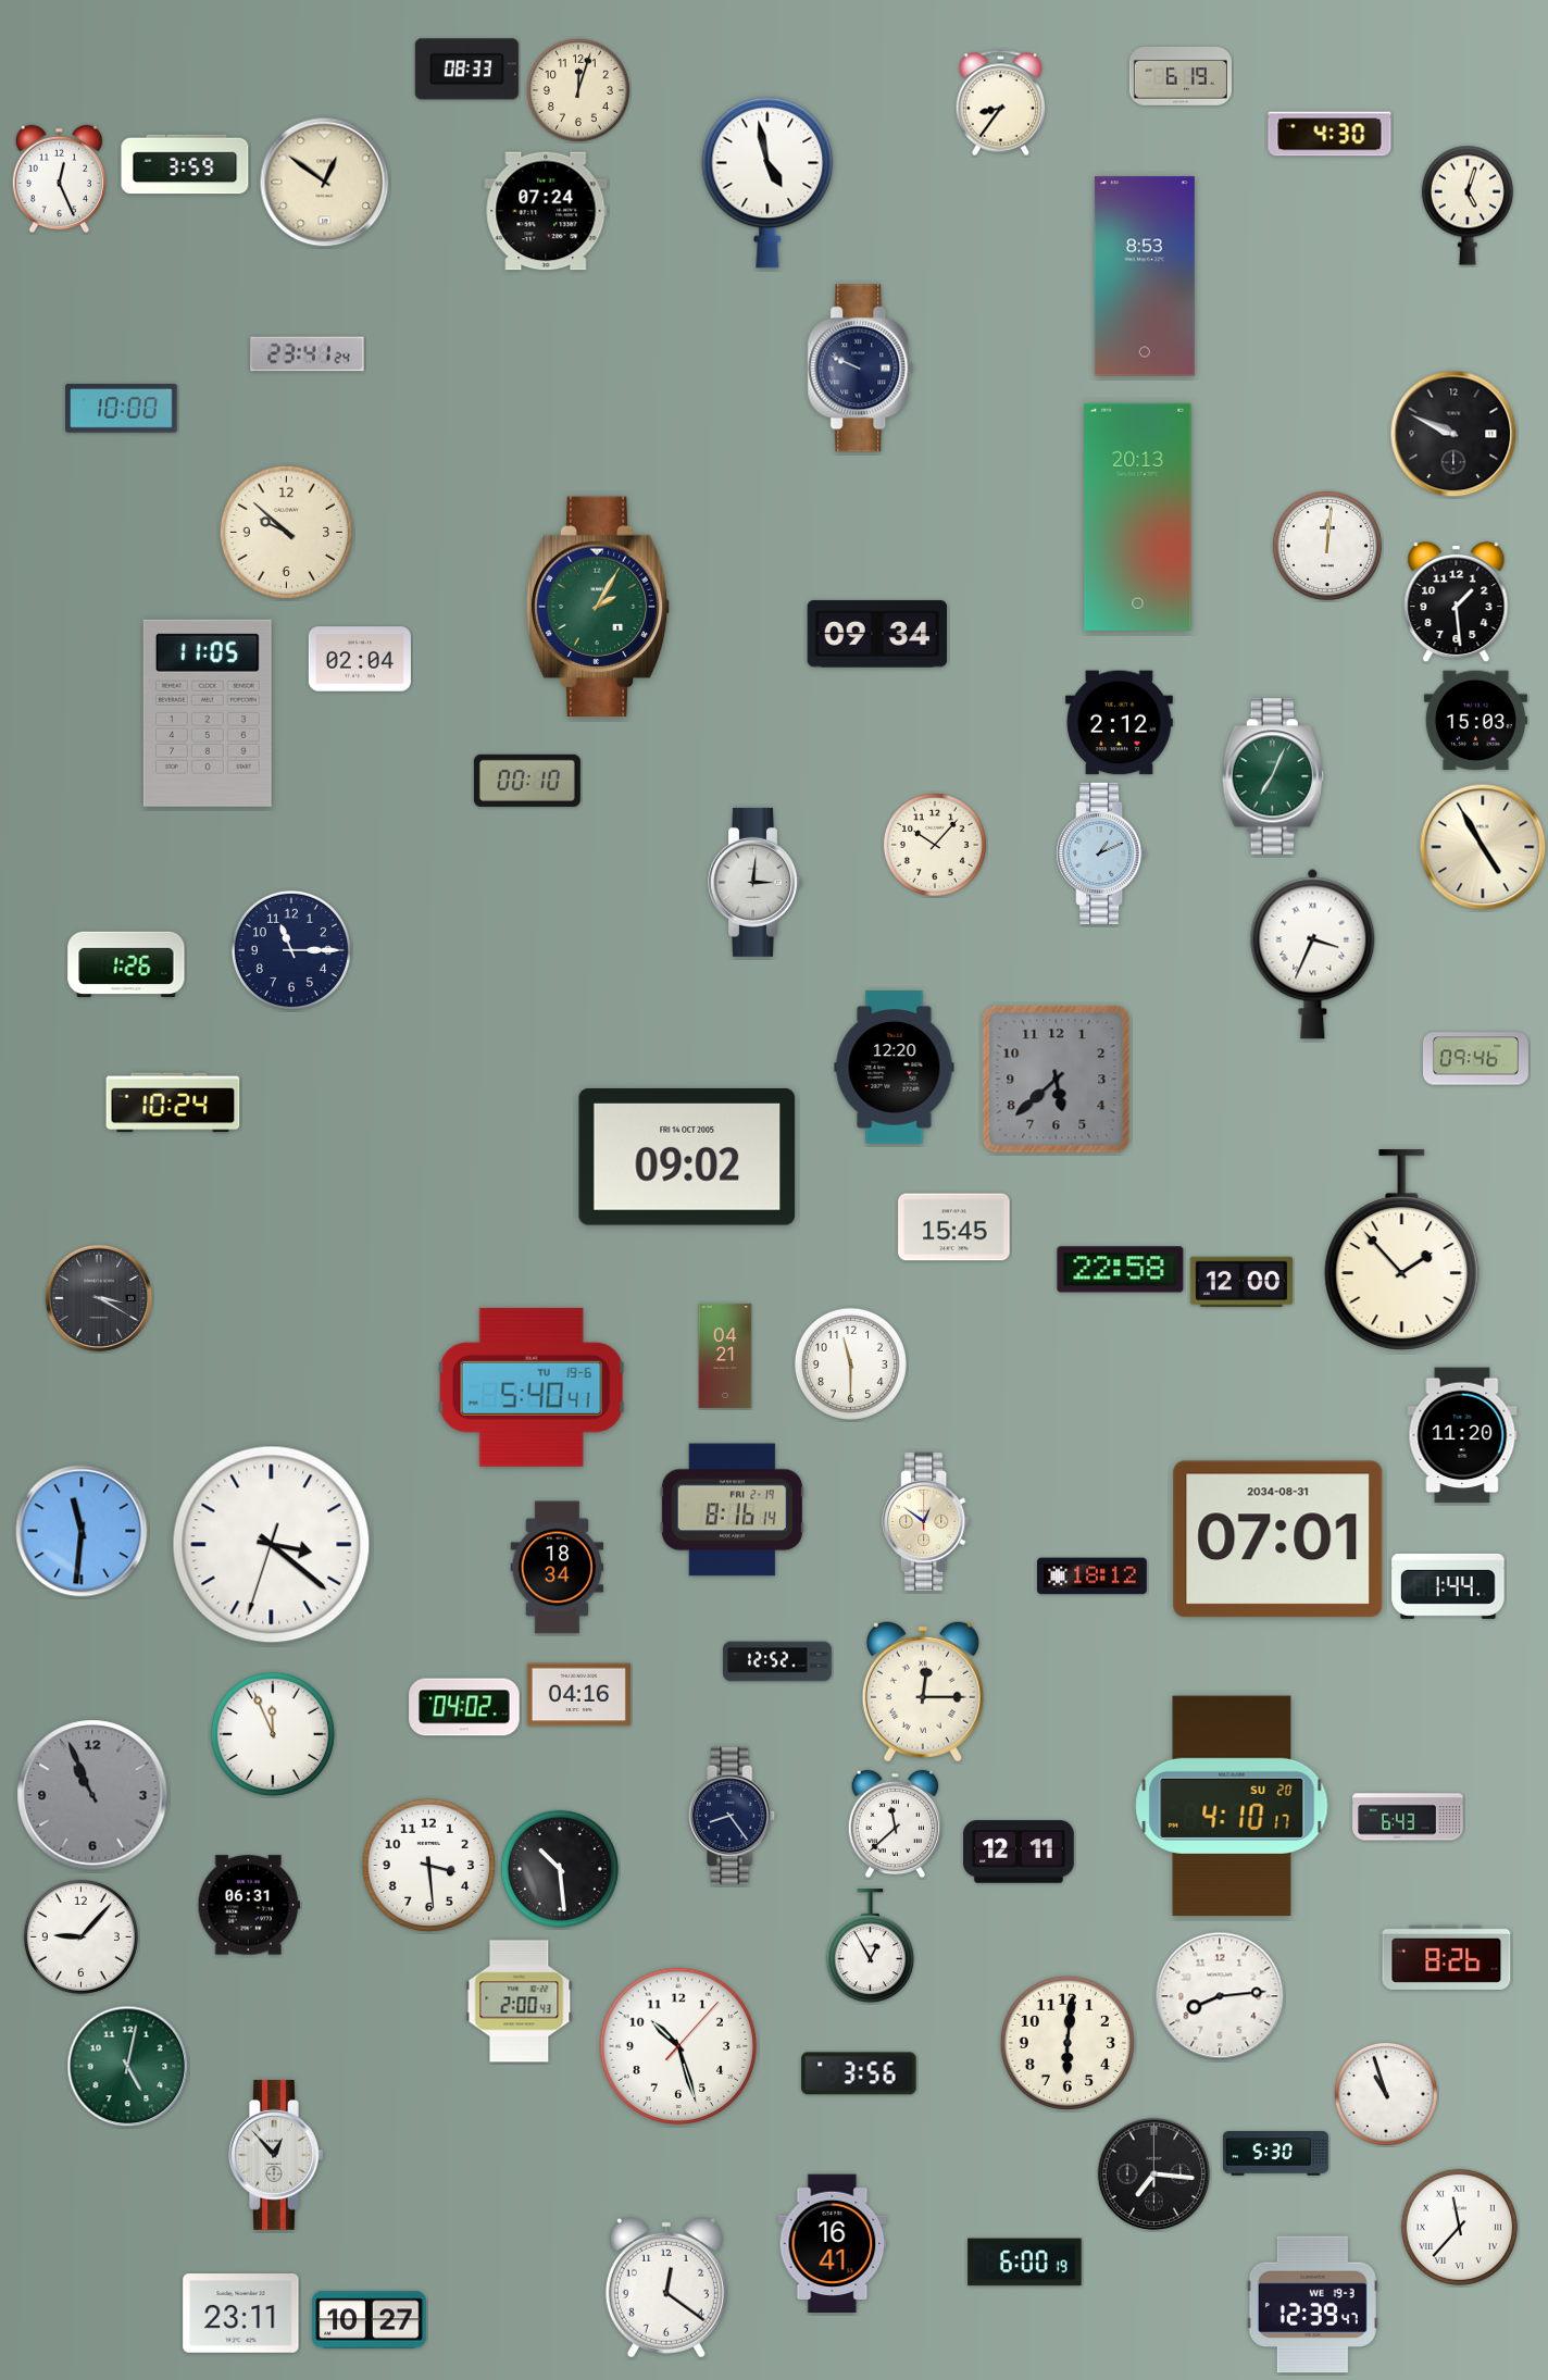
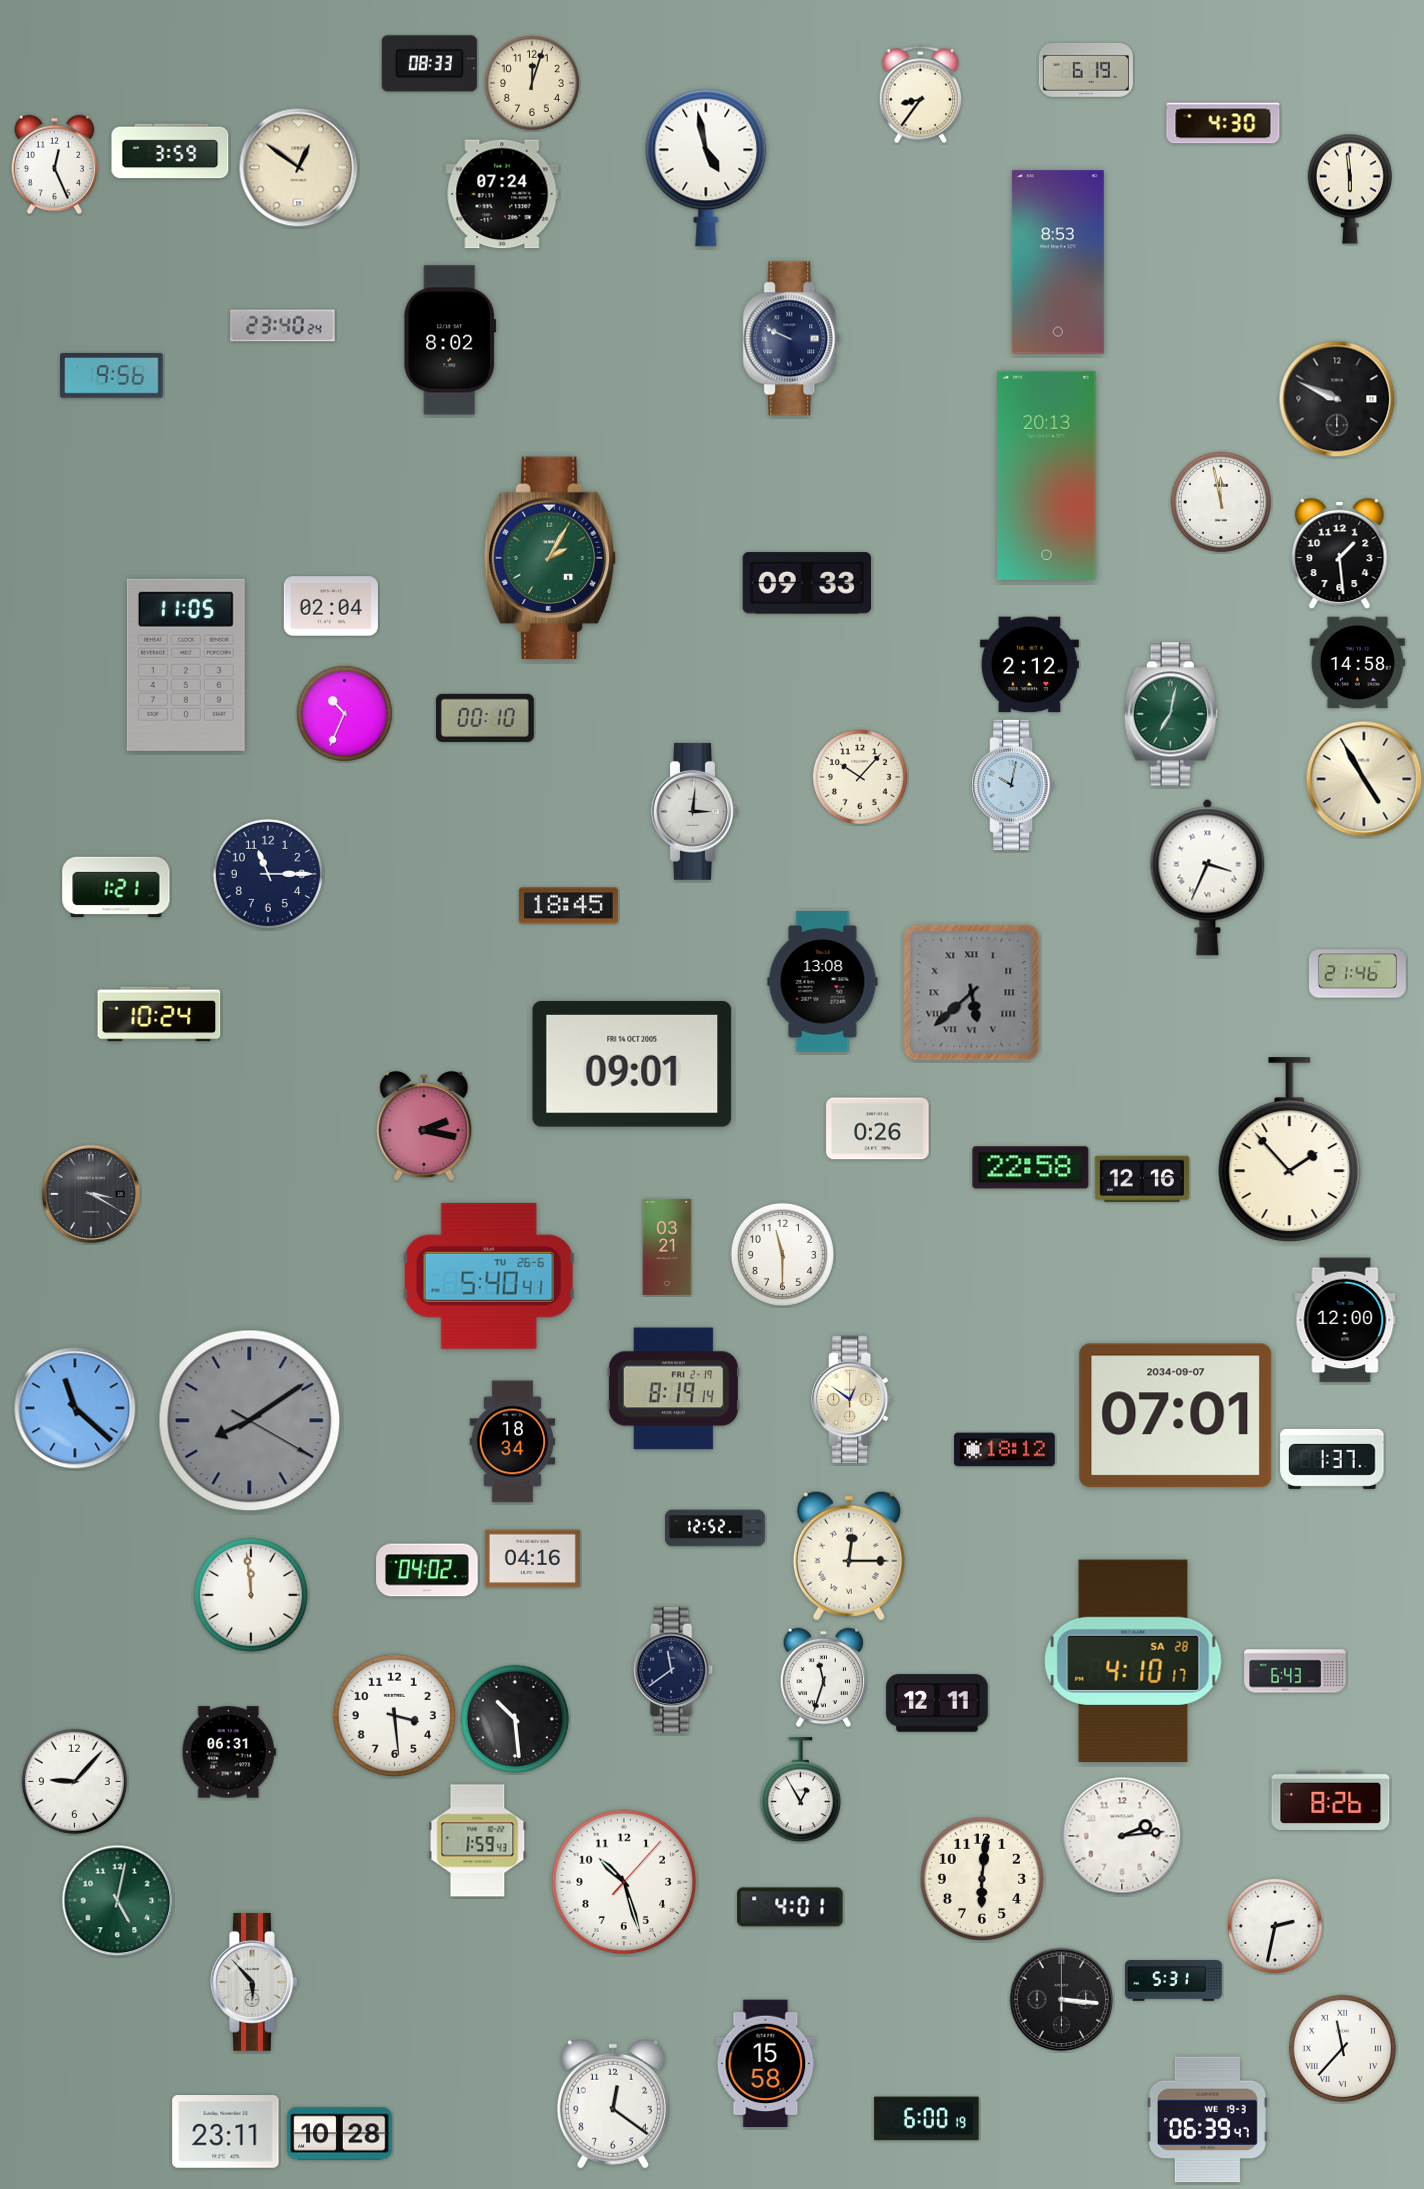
clock at (1468, 205): 5:03 -> 5:59
clock at (1145, 276) position: (1145, 276) -> (1058, 262)
clock at (308, 354): 23:41 -> 23:40
clock at (450, 340): none -> 8:02
clock at (122, 409): 10:00 -> 9:56
clock at (286, 532): 9:52 -> none
clock at (1327, 546): 12:01 -> 11:58
clock at (876, 634): 09:34 -> 09:33
clock at (208, 713) position: (208, 713) -> (186, 665)
clock at (1475, 721): 15:03 -> 14:58
clock at (344, 713): none -> 10:34
clock at (1273, 776): 7:04 -> 7:02
clock at (1101, 853): 1:11 -> 10:02
clock at (126, 963): 1:26 -> 1:21
clock at (568, 906): none -> 18:45
clock at (1475, 1059): 09:46 -> 21:46
clock at (895, 1068): 12:20 -> 13:08
clock at (1057, 1080) numerals: Arabic -> Roman
clock at (687, 1157): 09:02 -> 09:01
clock at (424, 1127): none -> 2:17
clock at (954, 1228): 15:45 -> 0:26
clock at (1241, 1281): 12:00 -> 12:16
clock at (725, 1356): 04:21 -> 03:21
clock at (532, 1387) date: TU 19-6 -> TU 26-6
clock at (1462, 1435): 11:20 -> 12:00
clock at (732, 1510): 8:16 -> 8:19
clock at (82, 1531): 11:31 -> 11:22
clock at (1278, 1540) date: 2034-08-31 -> 2034-09-07
clock at (272, 1545): 3:21 -> 8:09
clock at (272, 1545) dial: white -> grey
clock at (1448, 1586): 1:44 -> 1:37
clock at (273, 1734): 11:56 -> 11:59
clock at (92, 1795): 10:56 -> none
clock at (1232, 1806) date: SU 20 -> SA 28
clock at (733, 1816): 8:24 -> 11:39
clock at (896, 1824): 11:38 -> 11:33
clock at (1220, 1996): 8:14 -> 2:14
clock at (520, 2002): 2:00 -> 1:59
clock at (859, 2073): 3:56 -> 4:01
clock at (1386, 2094): 10:57 -> 2:32
clock at (1275, 2154): 5:30 -> 5:31
clock at (276, 2155): 12:53 -> 5:53
clock at (1154, 2175): 7:16 -> 3:16
clock at (833, 2244): 16:41 -> 15:58
clock at (1025, 2263) position: (1025, 2263) -> (927, 2119)
clock at (1312, 2305): 12:39 -> 06:39
clock at (241, 2314) position: (241, 2314) -> (226, 2132)
clock at (370, 2320): 10:27 -> 10:28
